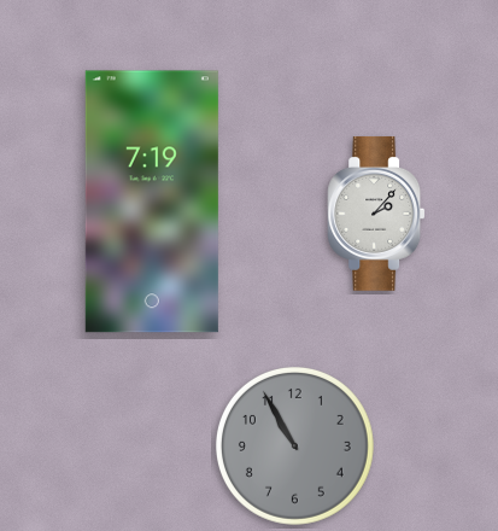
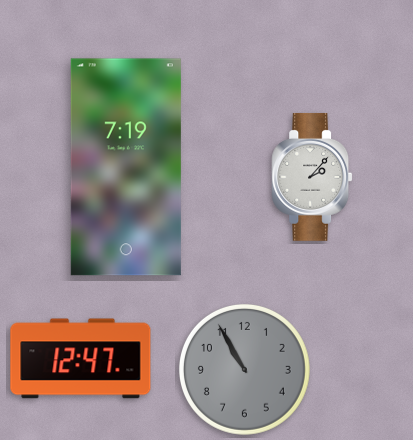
clock at (81, 359): none -> 12:47
